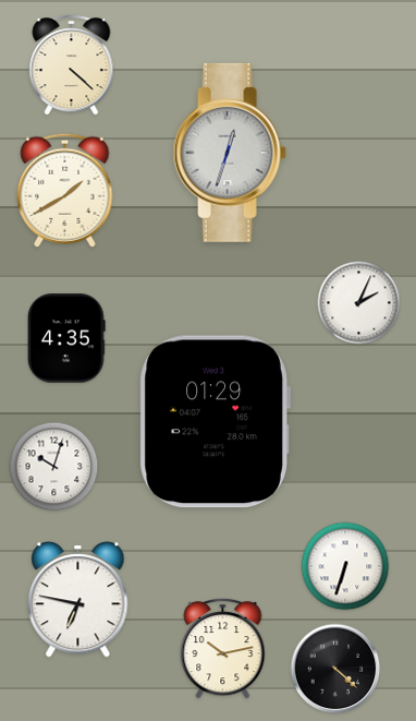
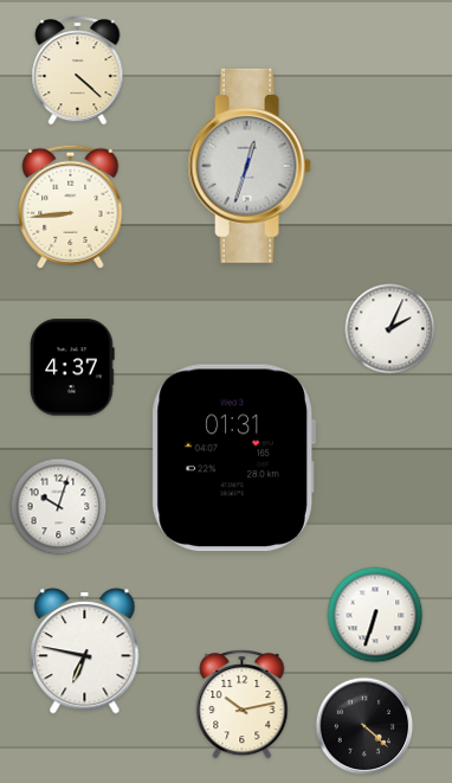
clock at (65, 190): 1:40 -> 8:44
clock at (68, 338): 4:35 -> 4:37
clock at (215, 422): 01:29 -> 01:31
